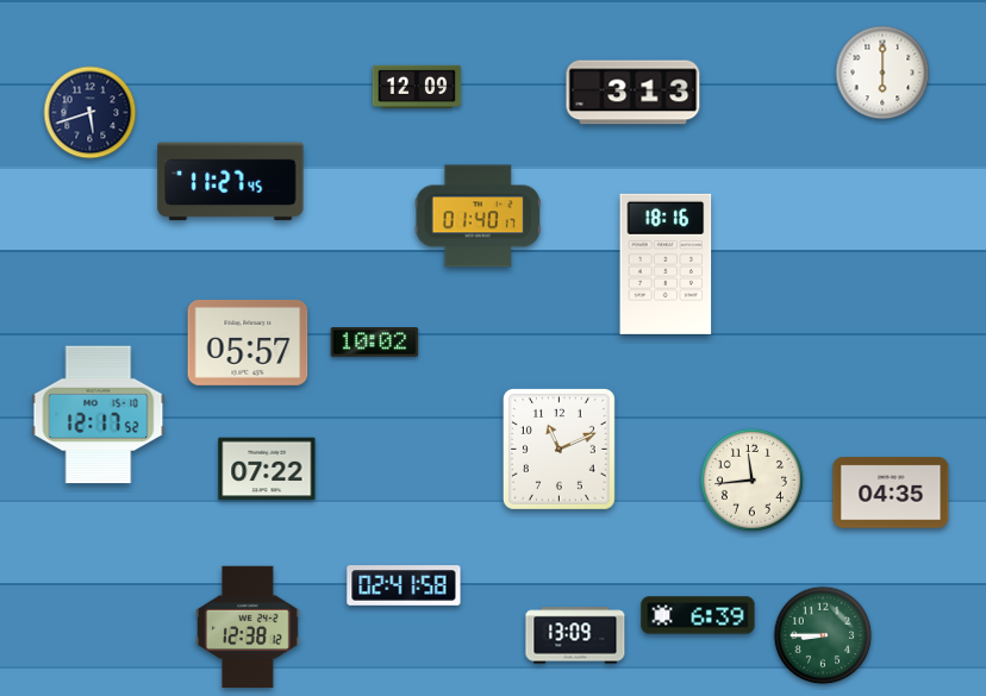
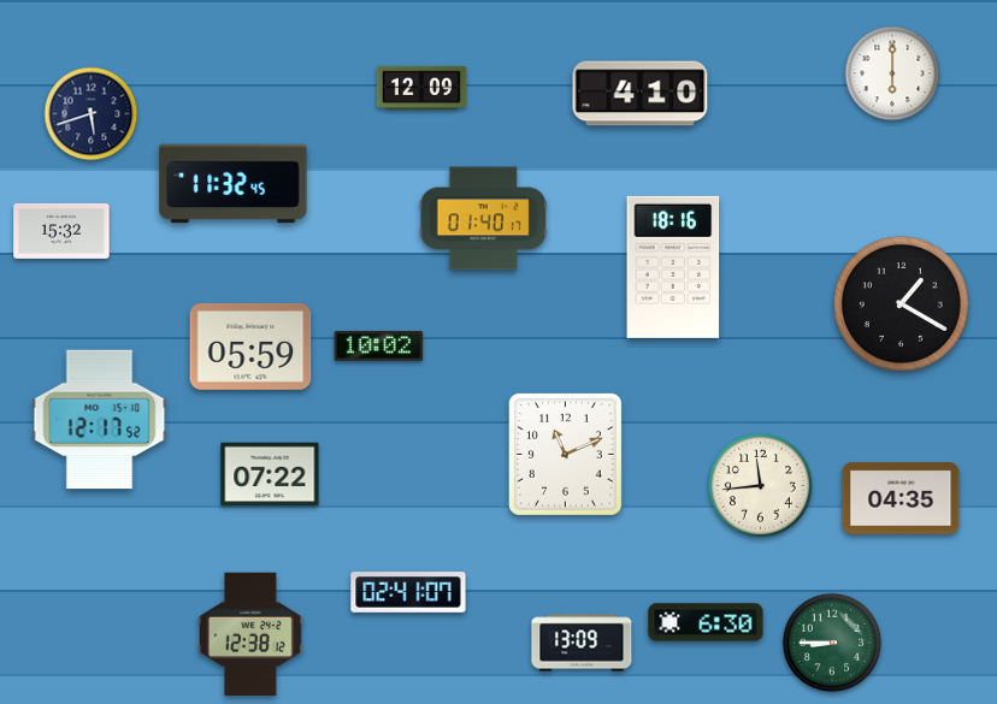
clock at (634, 93): 3:13 -> 4:10
clock at (231, 182): 11:27 -> 11:32
clock at (61, 231): none -> 15:32
clock at (901, 303): none -> 1:20
clock at (248, 343): 05:57 -> 05:59
clock at (404, 585): 02:41:58 -> 02:41:07
clock at (698, 615): 6:39 -> 6:30
